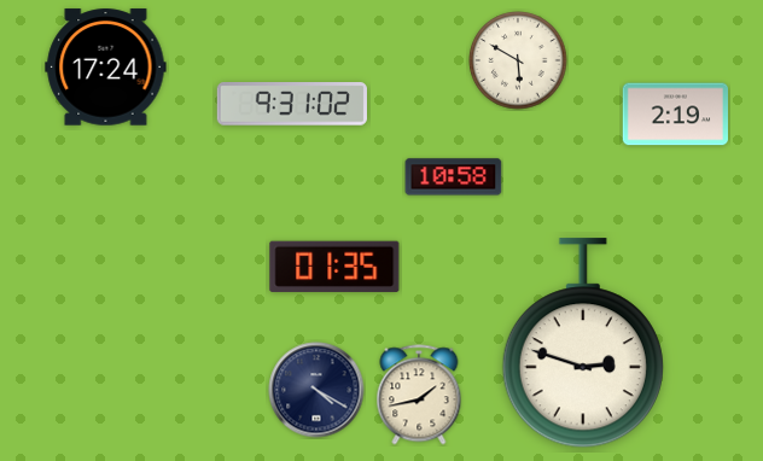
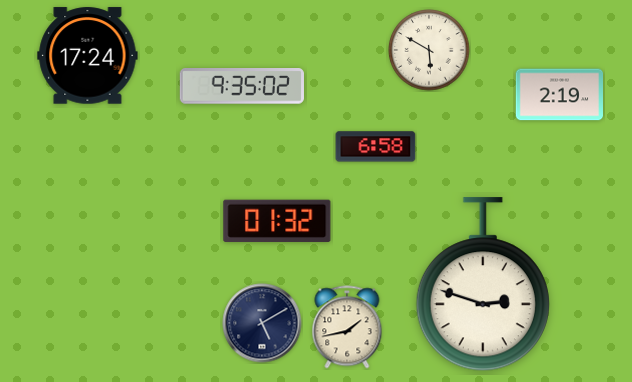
clock at (292, 104): 9:31 -> 9:35
clock at (454, 177): 10:58 -> 6:58
clock at (334, 265): 01:35 -> 01:32
clock at (316, 390): 4:20 -> 5:10
